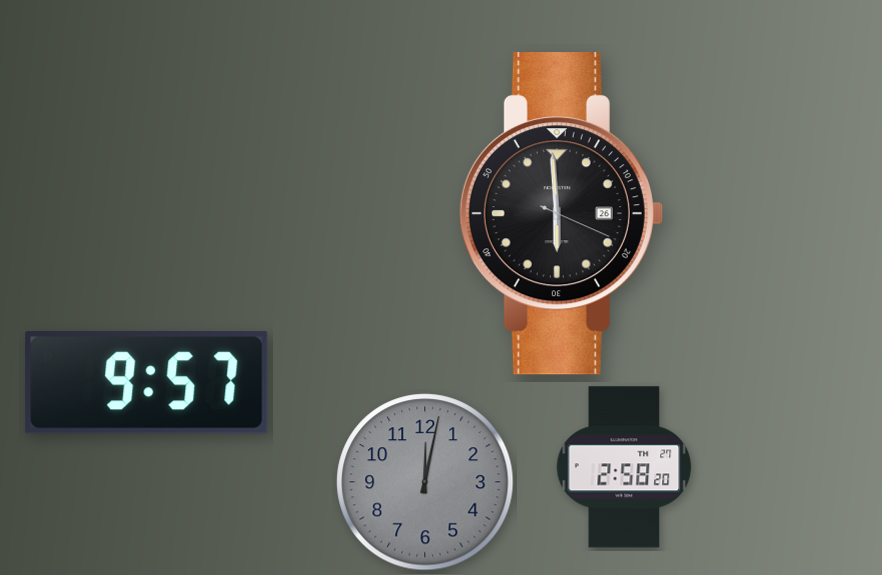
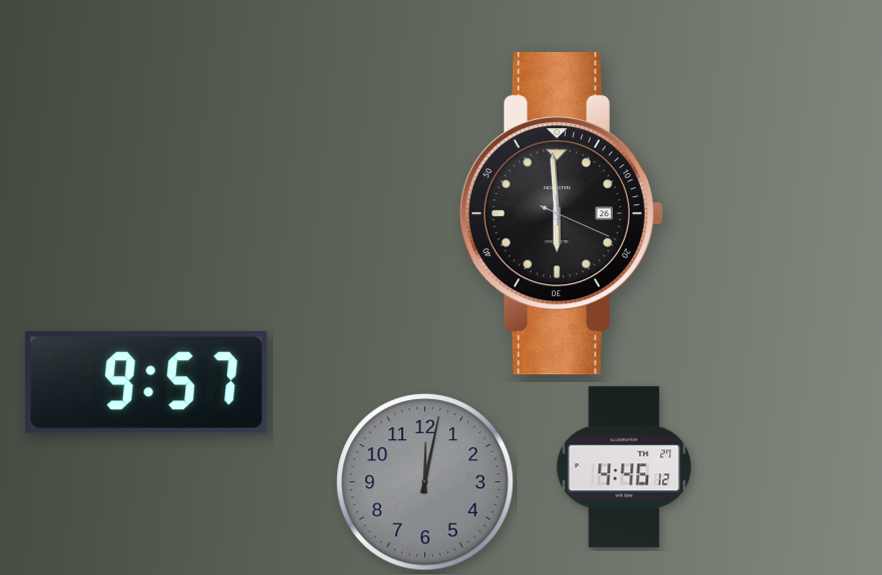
clock at (624, 467): 2:58 -> 4:46
